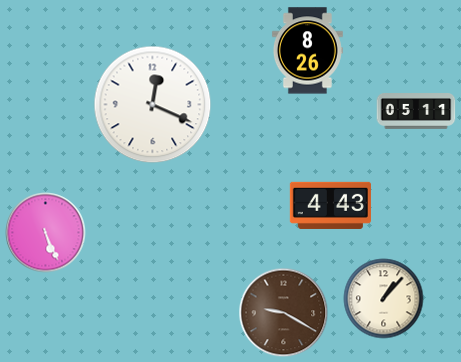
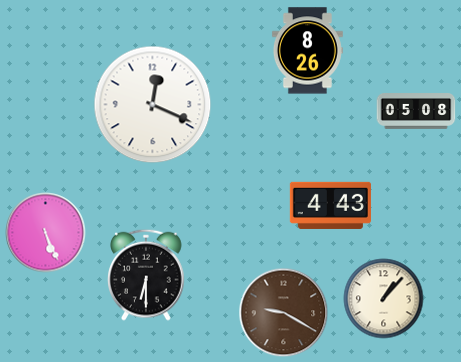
clock at (416, 112): 05:11 -> 05:08
clock at (147, 275): none -> 6:30
